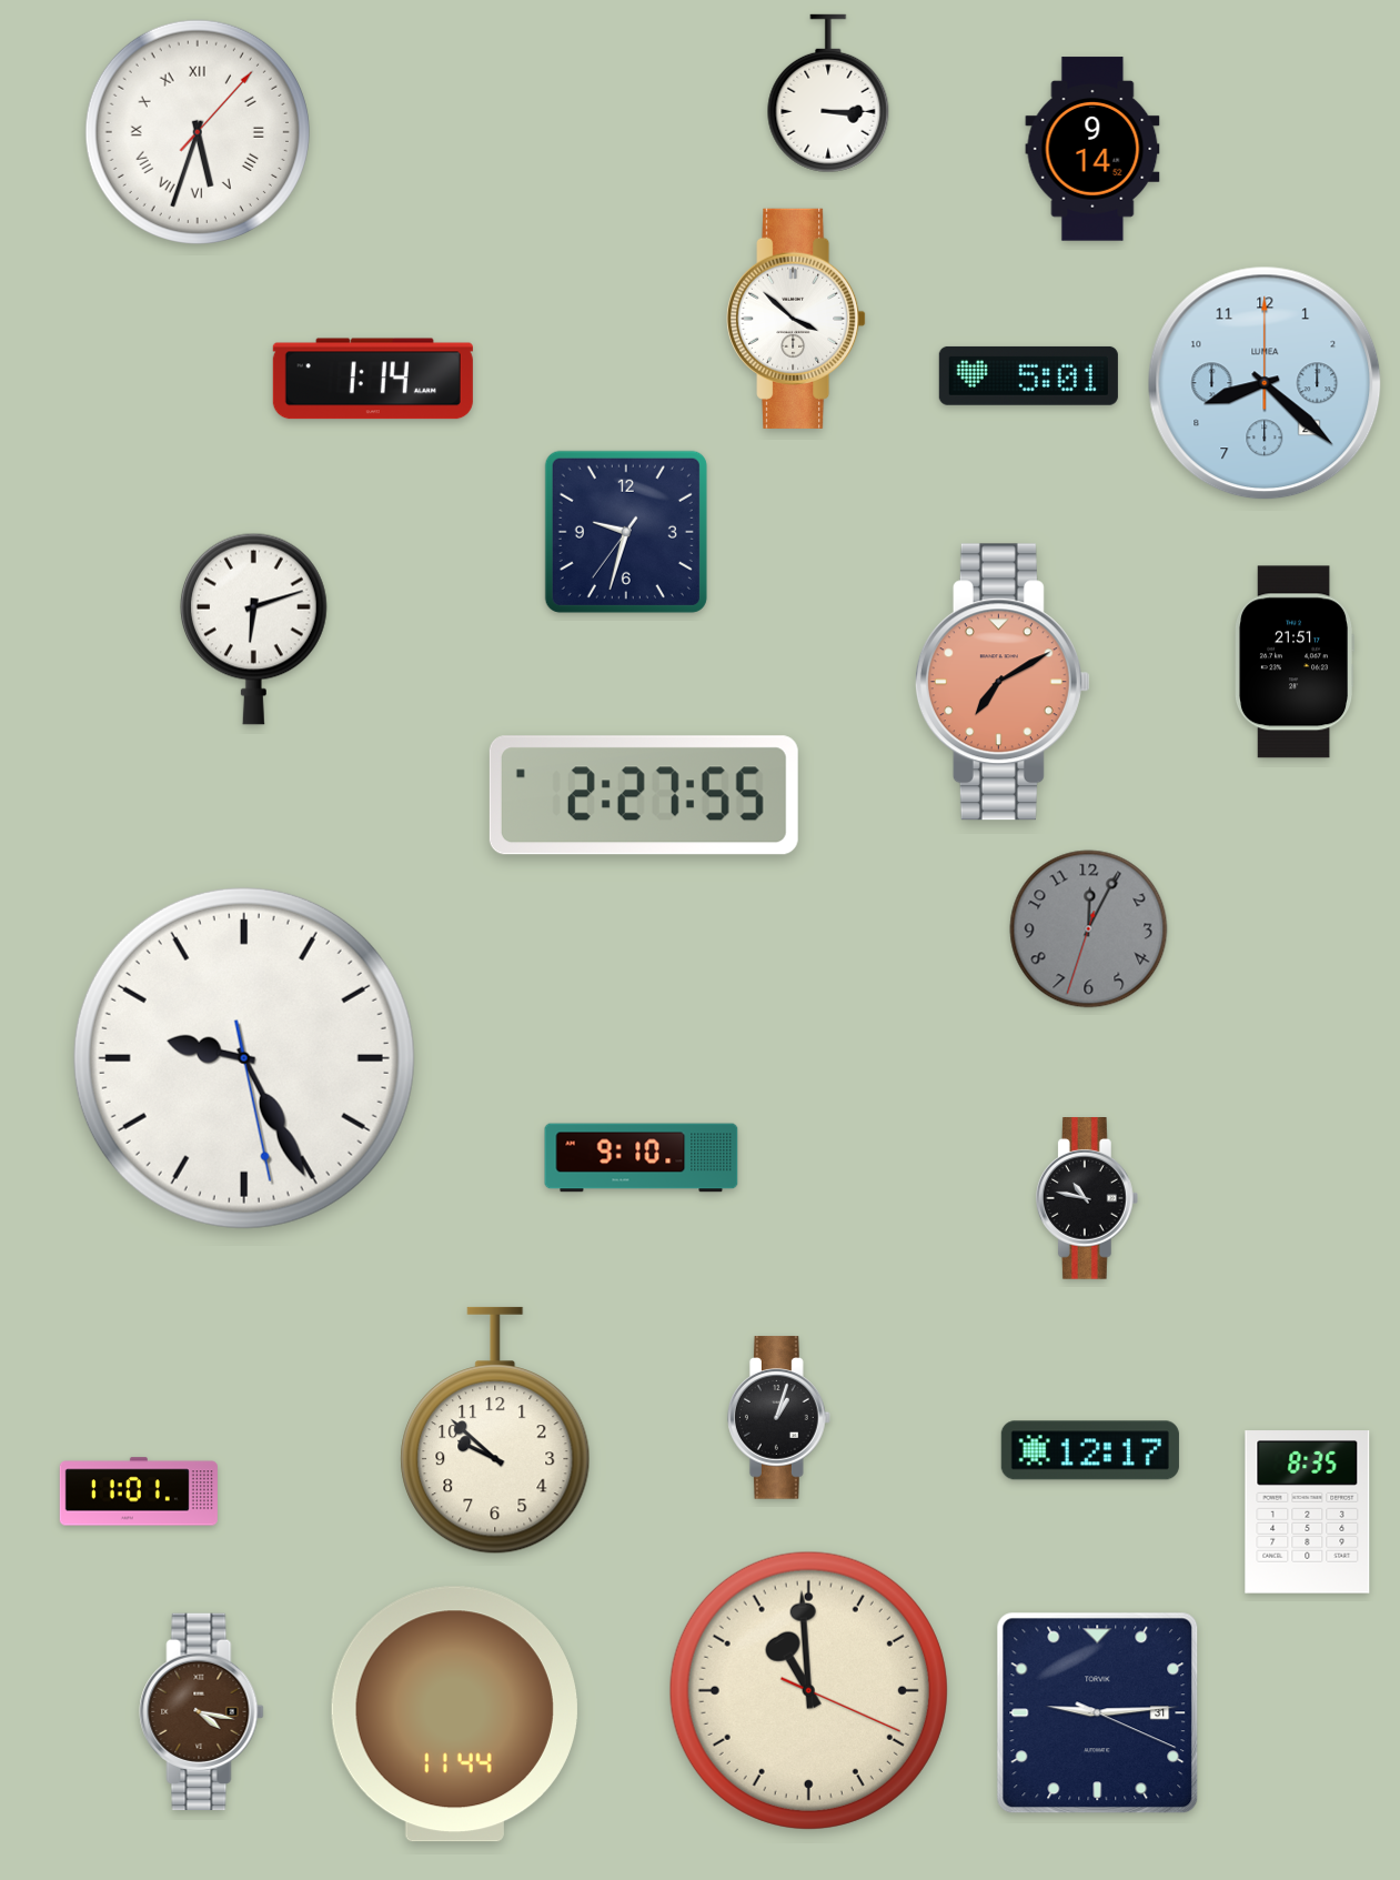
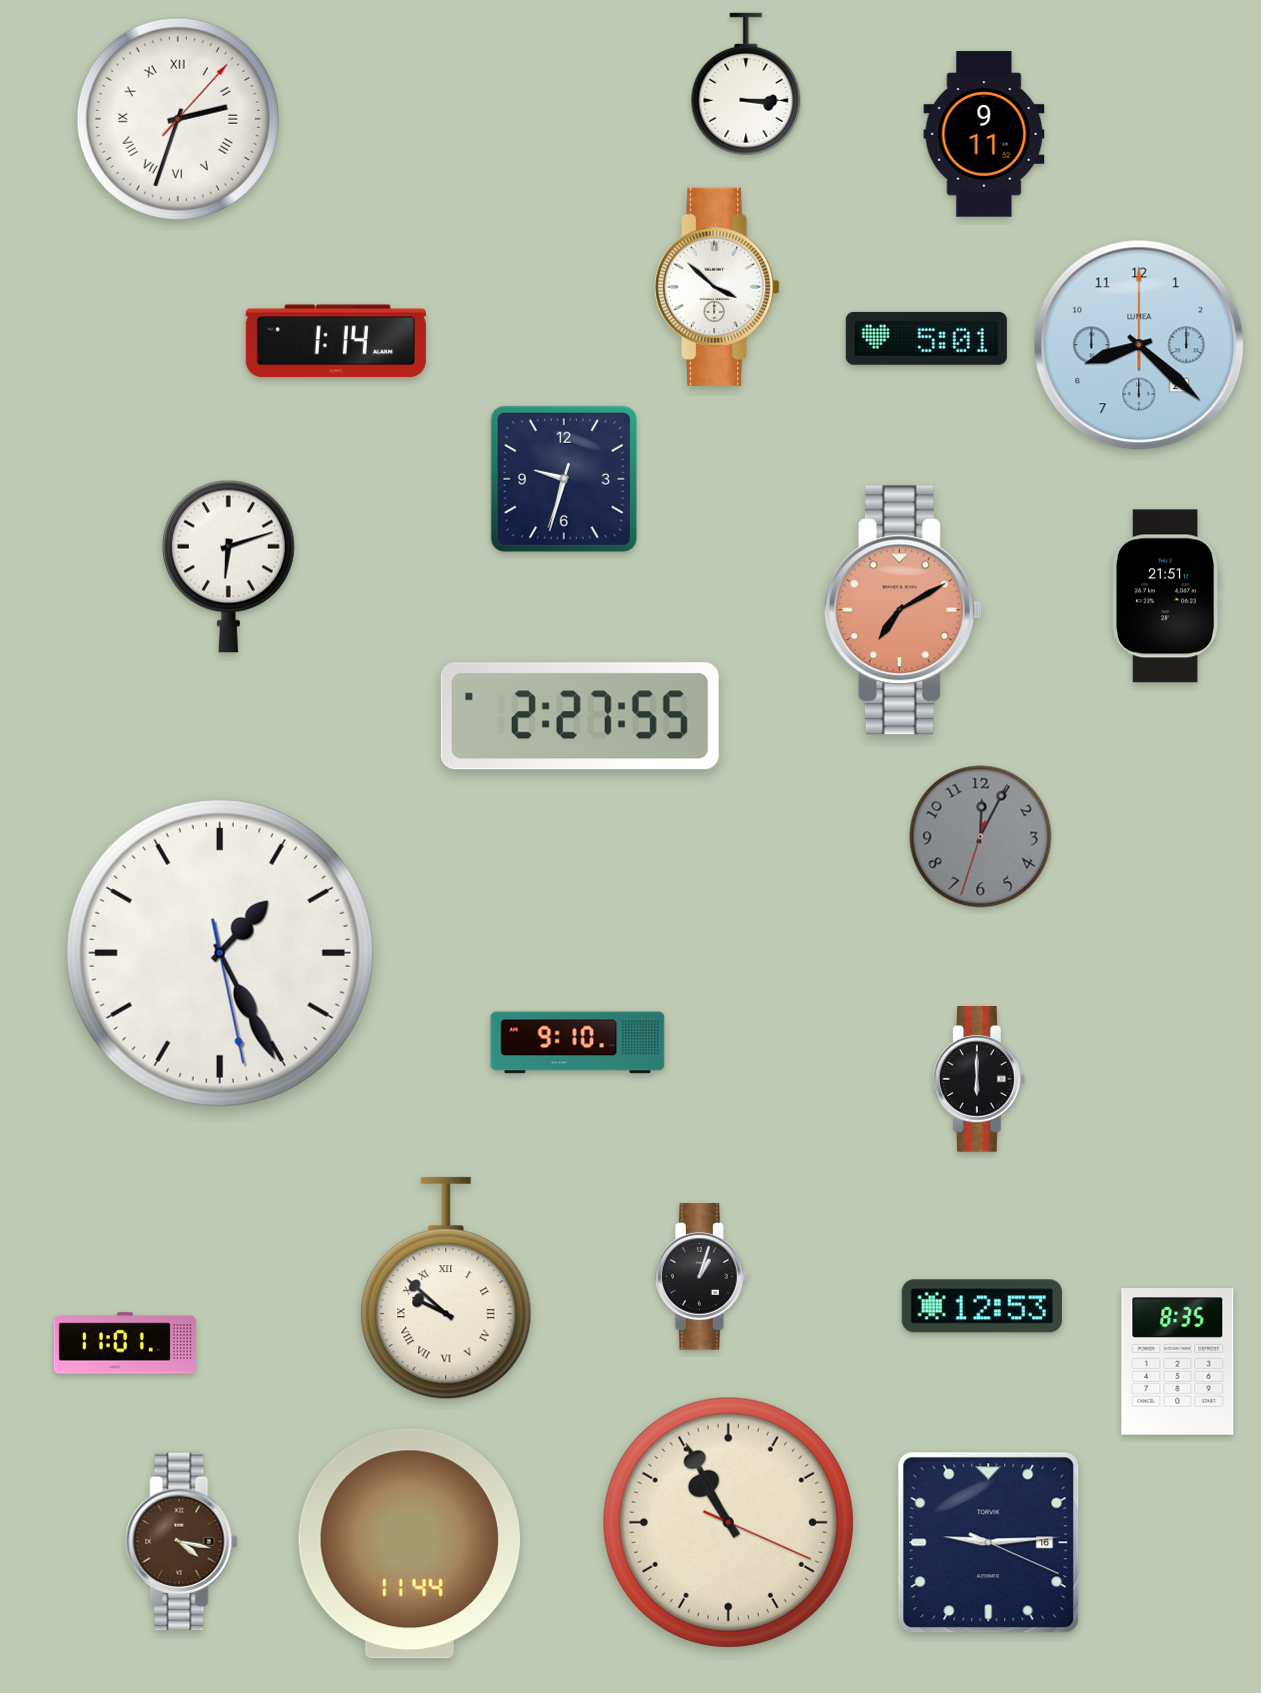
clock at (198, 132): 5:33 -> 2:33
clock at (1092, 149): 9:14 -> 9:11
clock at (626, 532): 9:32:36 -> 9:32:33
clock at (1003, 682) position: (1003, 682) -> (903, 610)
clock at (244, 1058): 9:25 -> 1:25
clock at (1087, 1199): 10:47 -> 6:00
clock at (495, 1430) numerals: Arabic -> Roman
clock at (1090, 1450): 12:17 -> 12:53
clock at (808, 1690): 10:59 -> 10:55
clock at (1098, 1713) date: 31 -> 16
